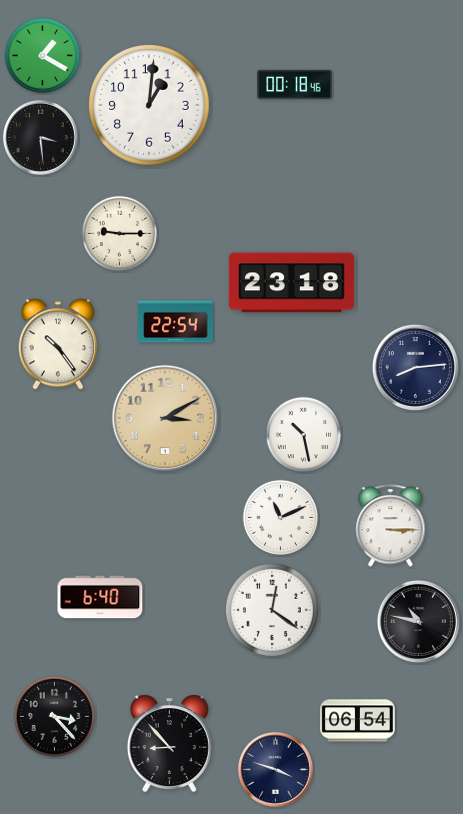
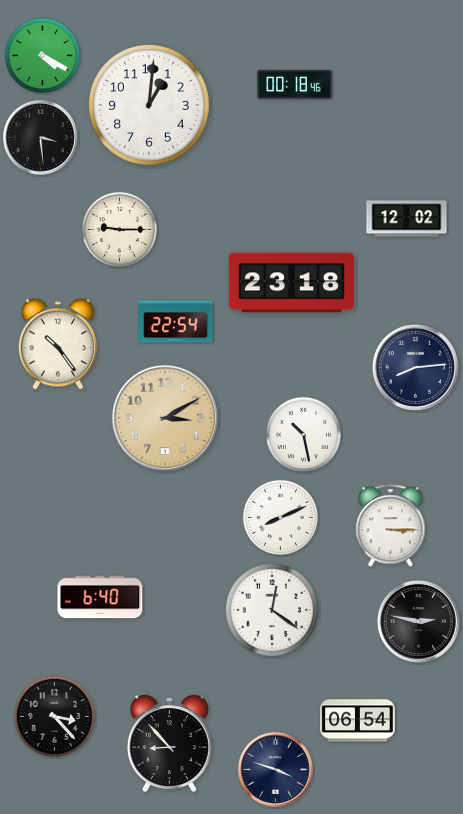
clock at (43, 56): 1:20 -> 4:20
clock at (407, 219): none -> 12:02
clock at (120, 234) position: (120, 234) -> (120, 230)
clock at (281, 518): 11:11 -> 8:11
clock at (418, 621): 10:47 -> 2:47
